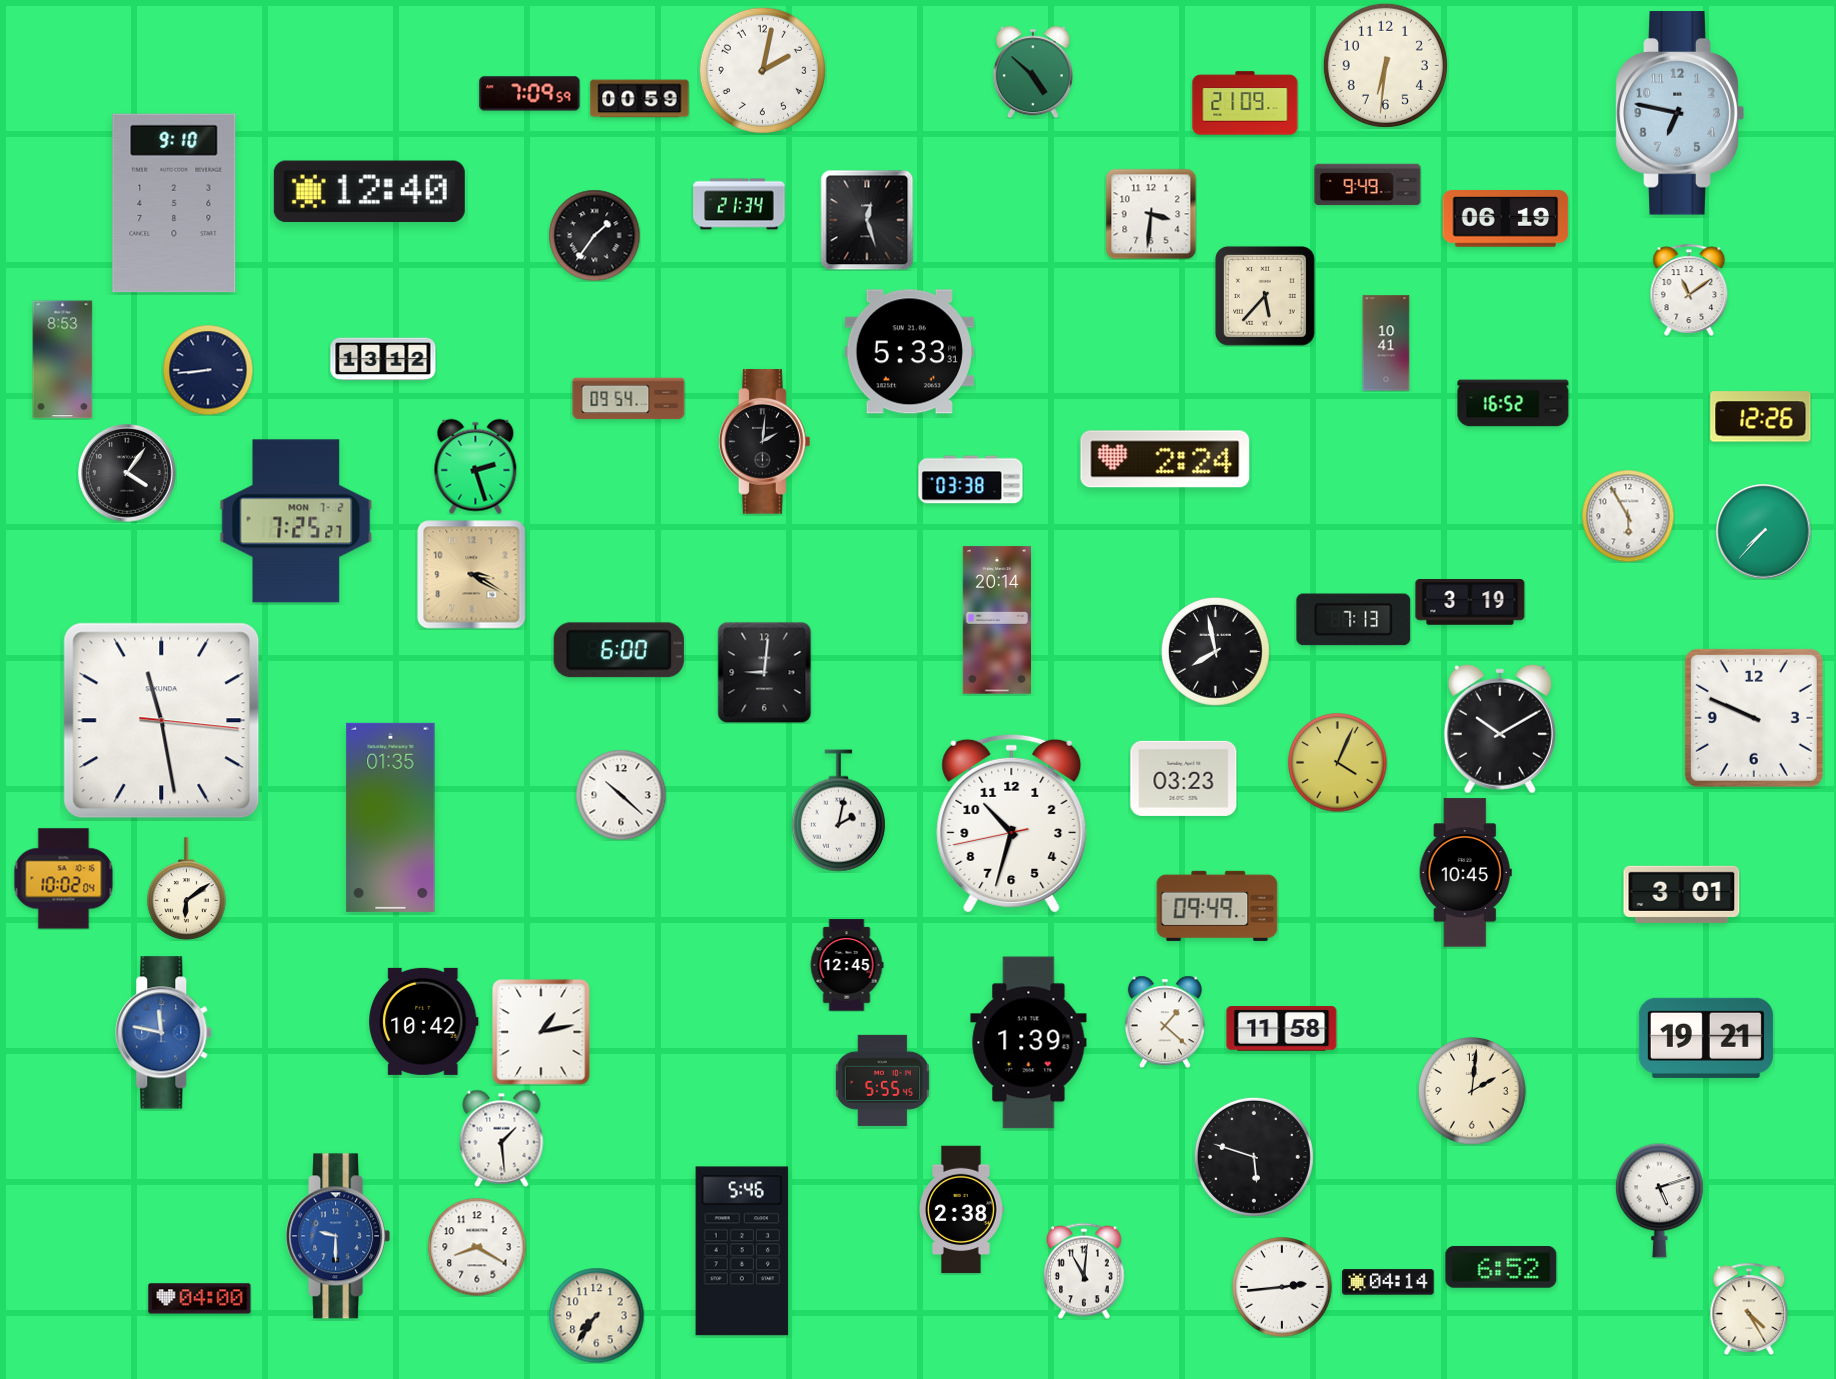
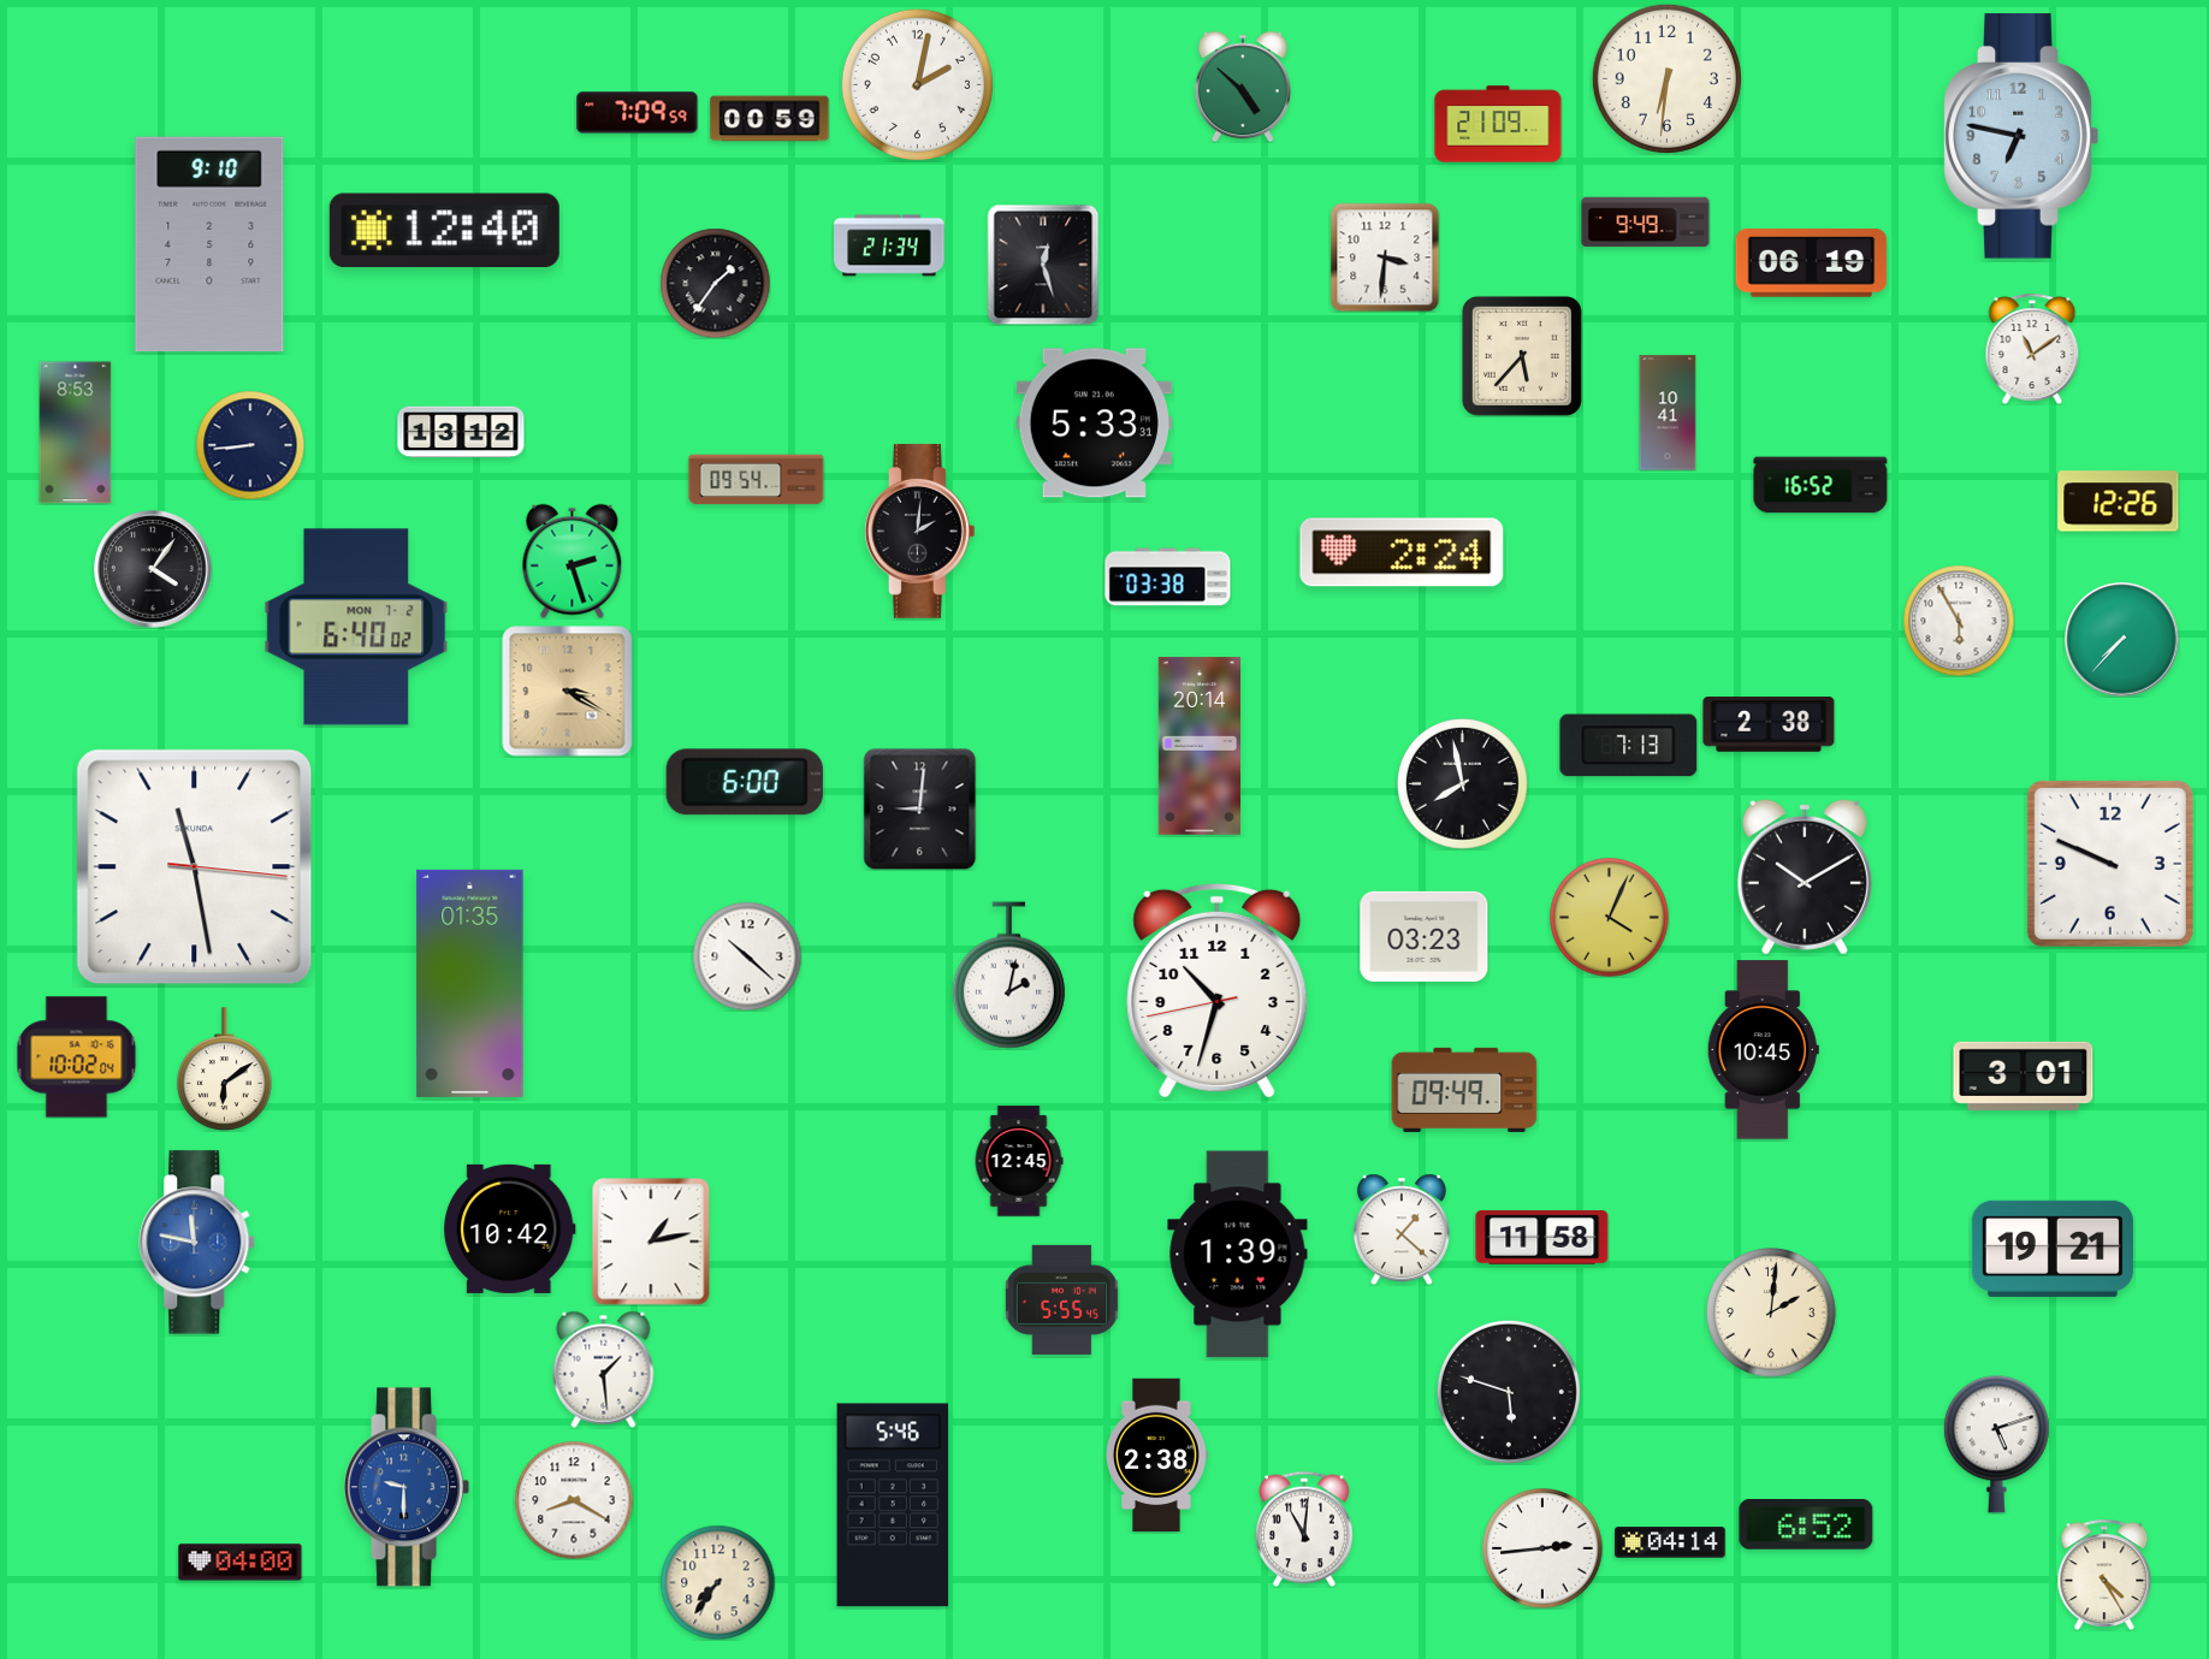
clock at (296, 521): 7:25 -> 6:40
clock at (1470, 602): 3:19 -> 2:38
